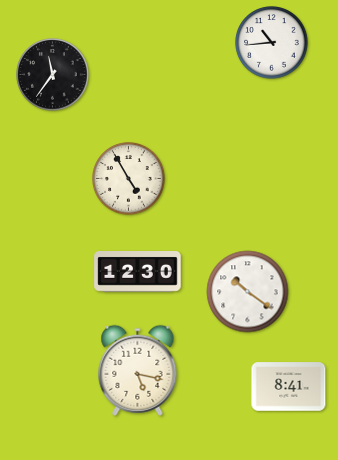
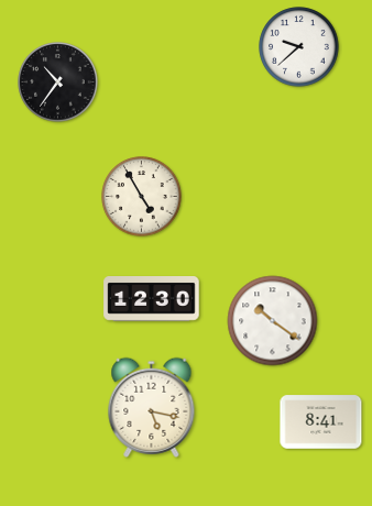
clock at (272, 43): 10:44 -> 9:38
clock at (53, 75): 11:36 -> 10:36
clock at (289, 387) position: (289, 387) -> (321, 422)
